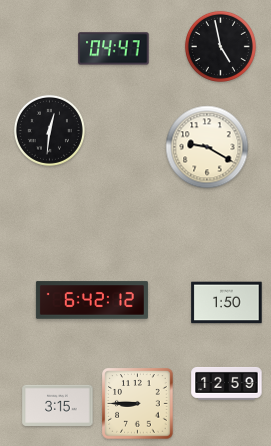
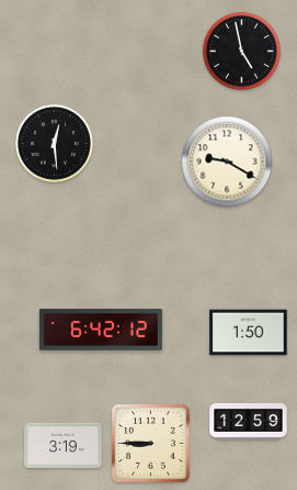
clock at (114, 49): 04:47 -> none
clock at (49, 130): 12:31 -> 12:29
clock at (58, 405): 3:15 -> 3:19
